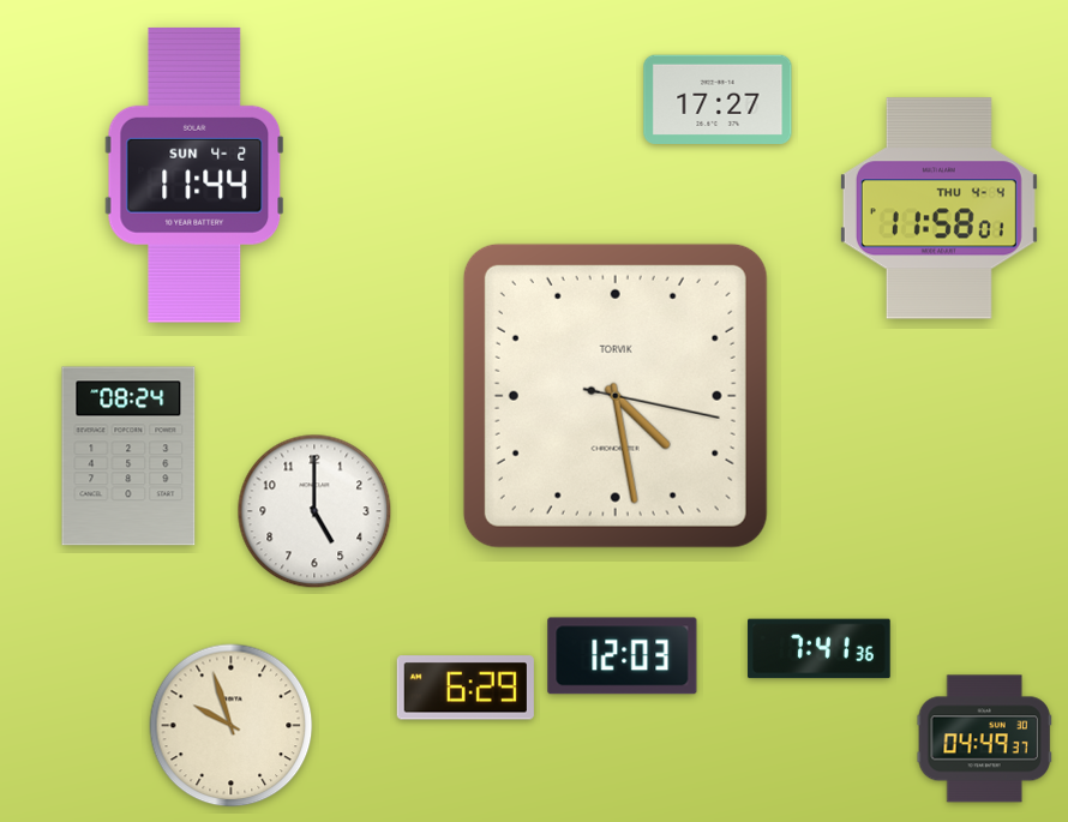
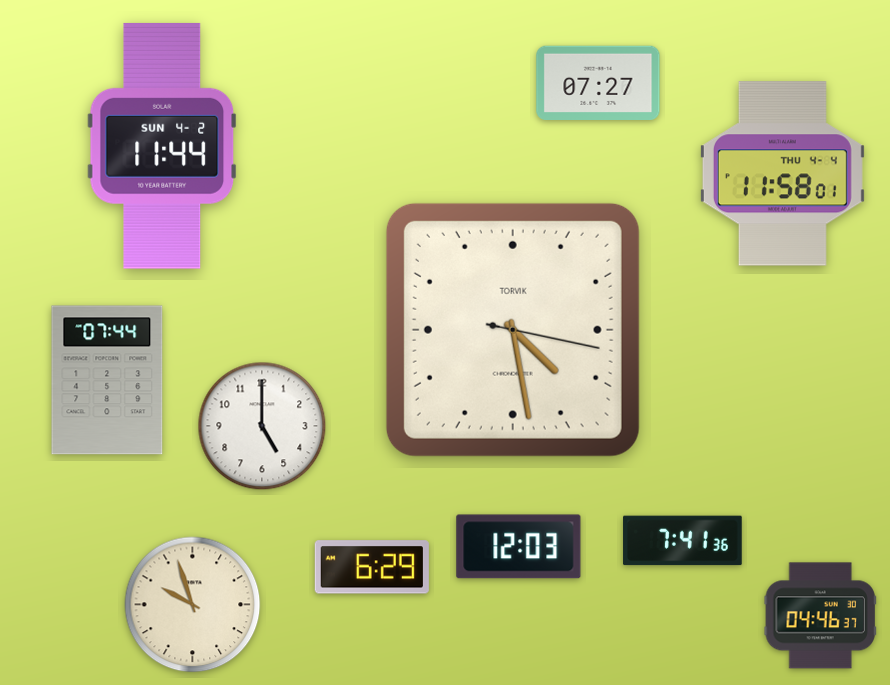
clock at (718, 98): 17:27 -> 07:27
clock at (128, 456): 08:24 -> 07:44
clock at (466, 688) position: (466, 688) -> (372, 567)
clock at (984, 739): 04:49 -> 04:46
